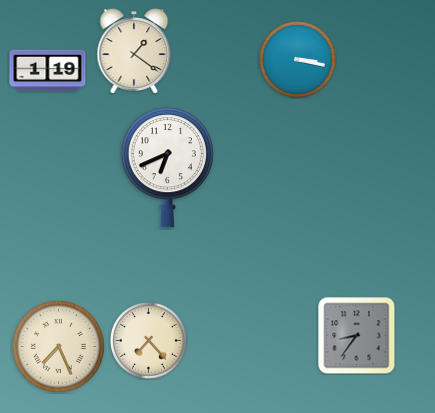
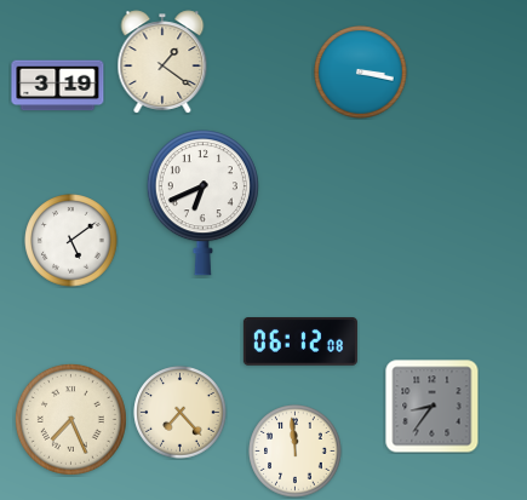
clock at (48, 71): 1:19 -> 3:19
clock at (71, 241): none -> 5:09
clock at (300, 343): none -> 06:12
clock at (296, 452): none -> 11:59
